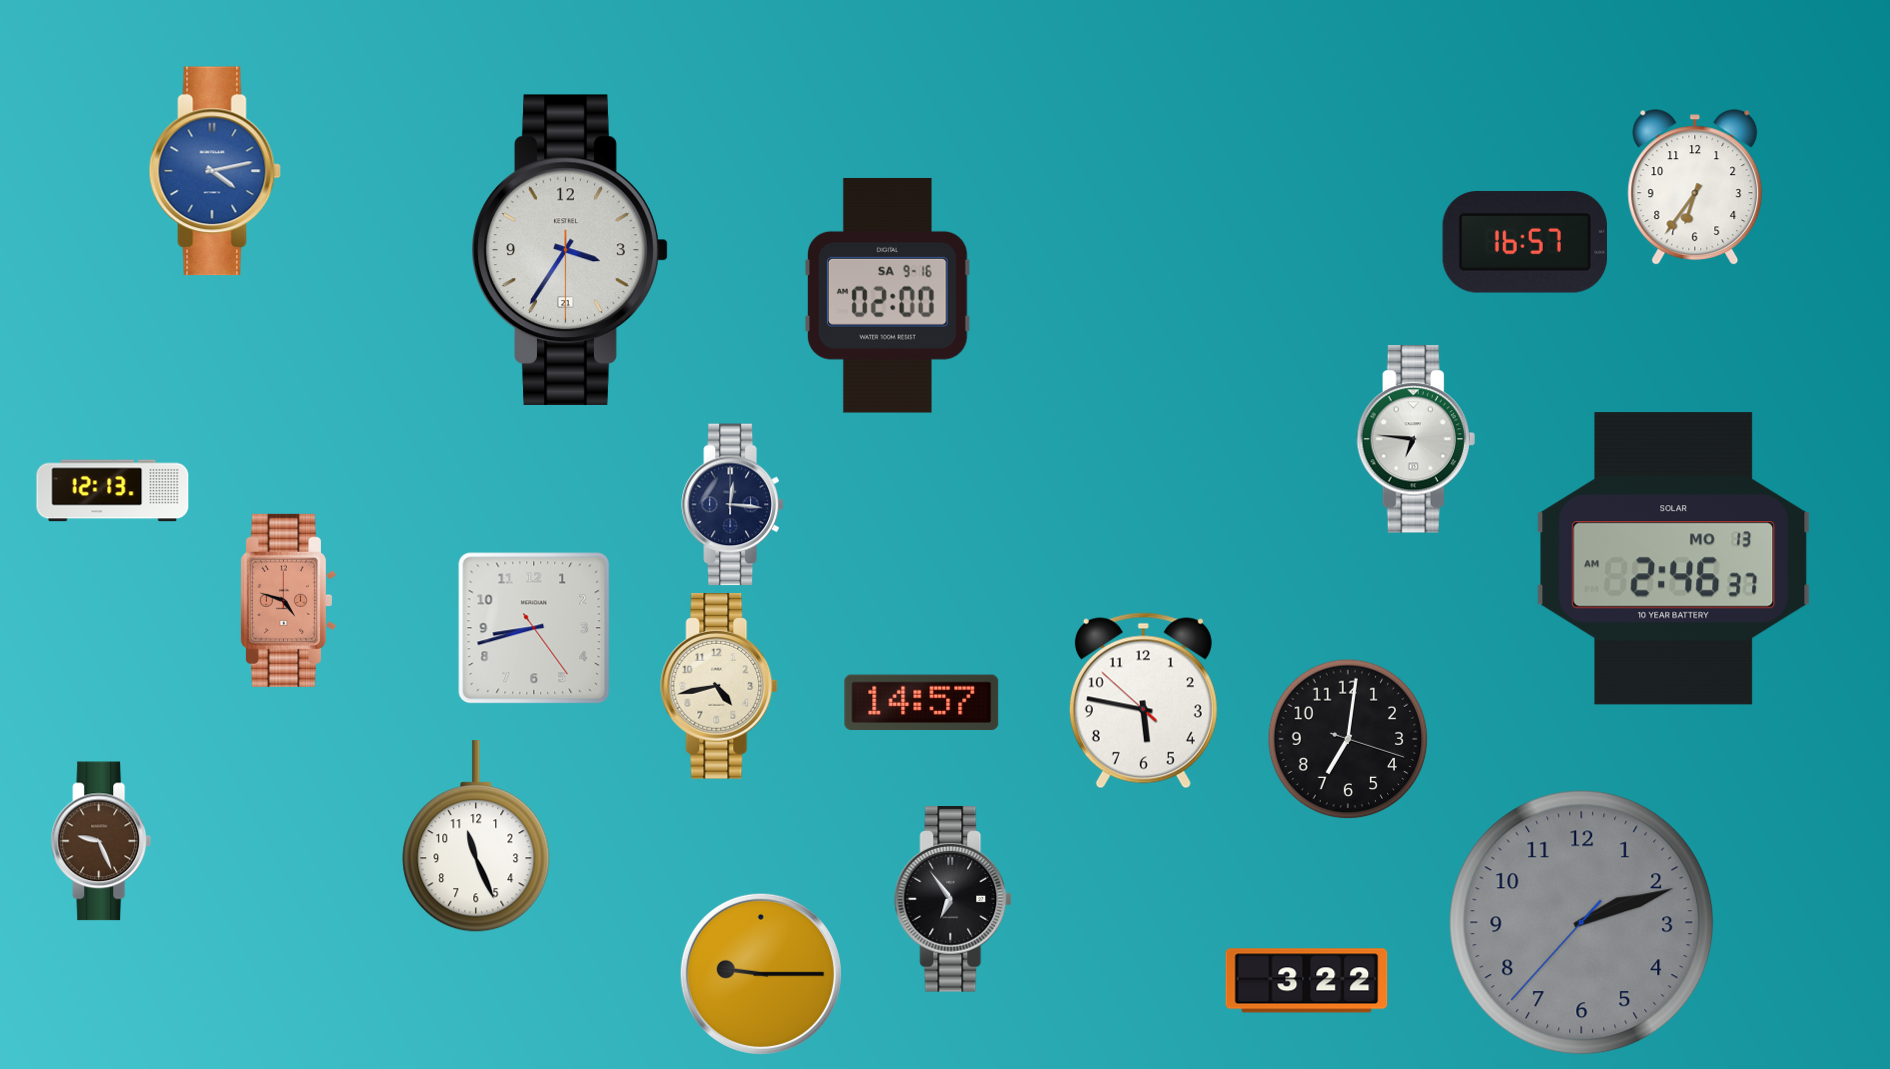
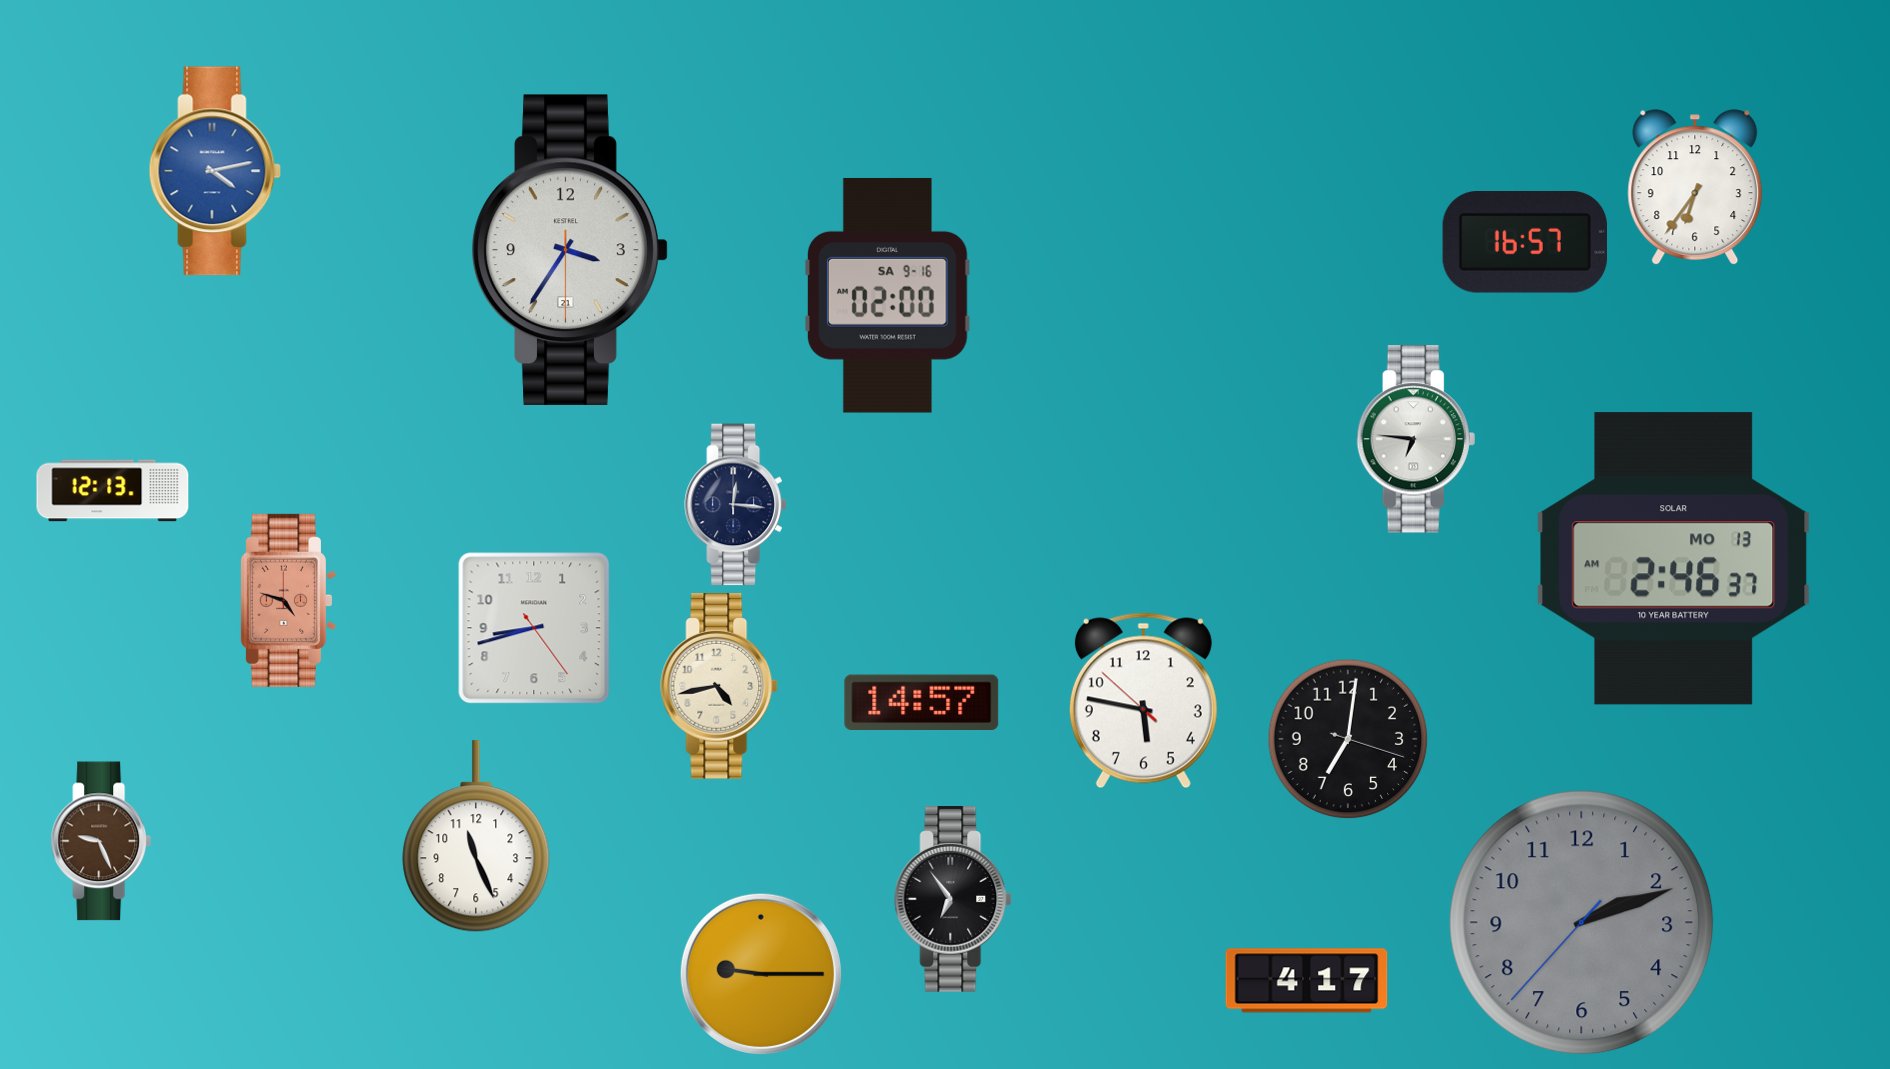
clock at (733, 505) position: (733, 505) -> (736, 505)
clock at (1307, 981): 3:22 -> 4:17
